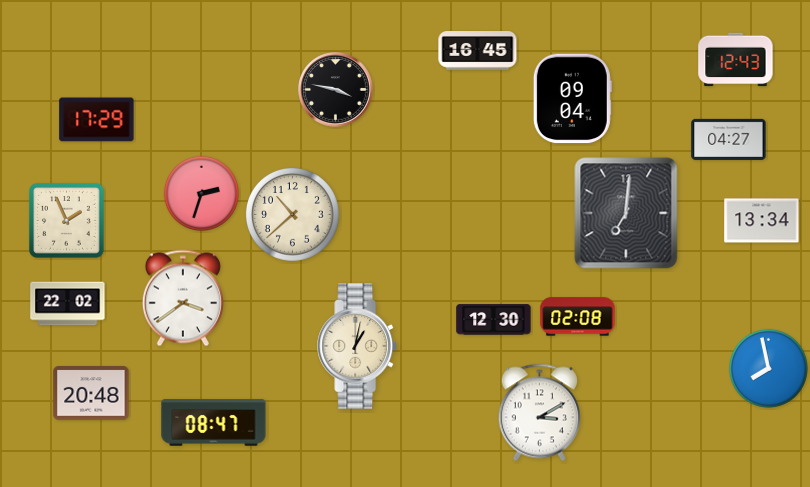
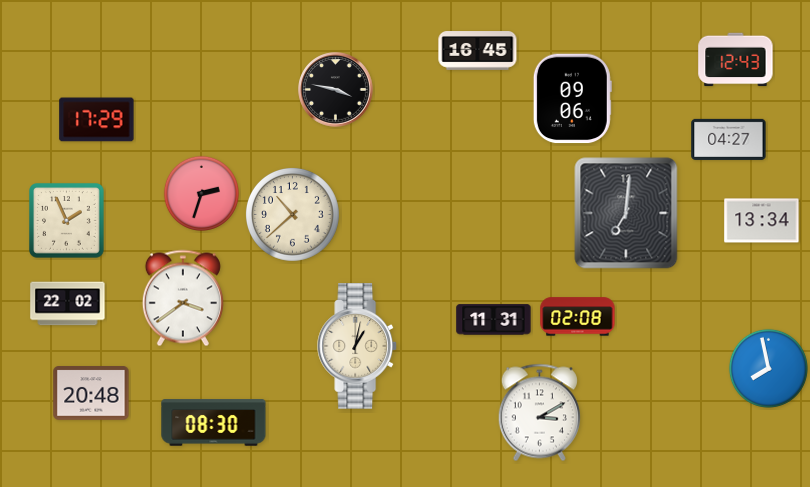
clock at (572, 99): 09:04 -> 09:06
clock at (494, 320): 12:30 -> 11:31
clock at (214, 423): 08:47 -> 08:30
